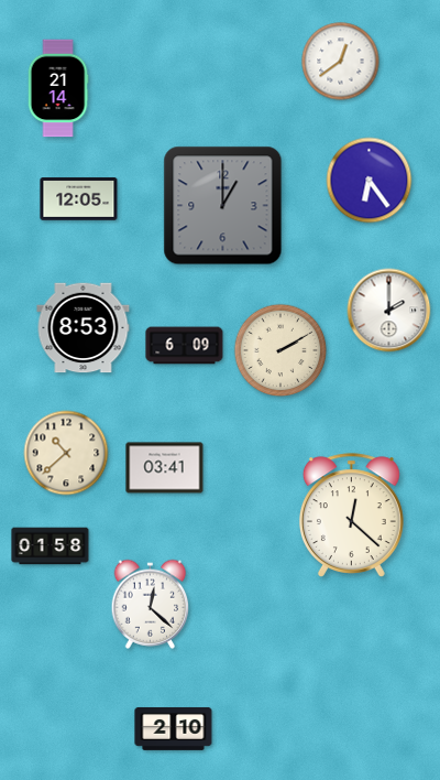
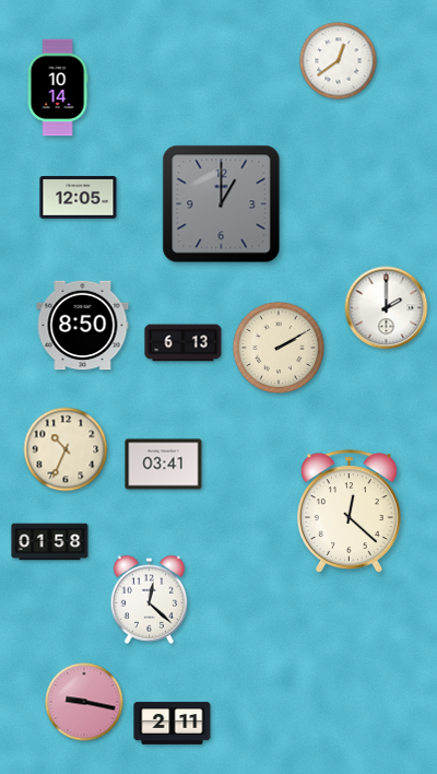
clock at (58, 88): 21:14 -> 10:14
clock at (370, 181): 6:24 -> none
clock at (84, 328): 8:53 -> 8:50
clock at (185, 346): 6:09 -> 6:13
clock at (66, 453): 10:38 -> 10:34
clock at (84, 702): none -> 9:17
clock at (174, 728): 2:10 -> 2:11
